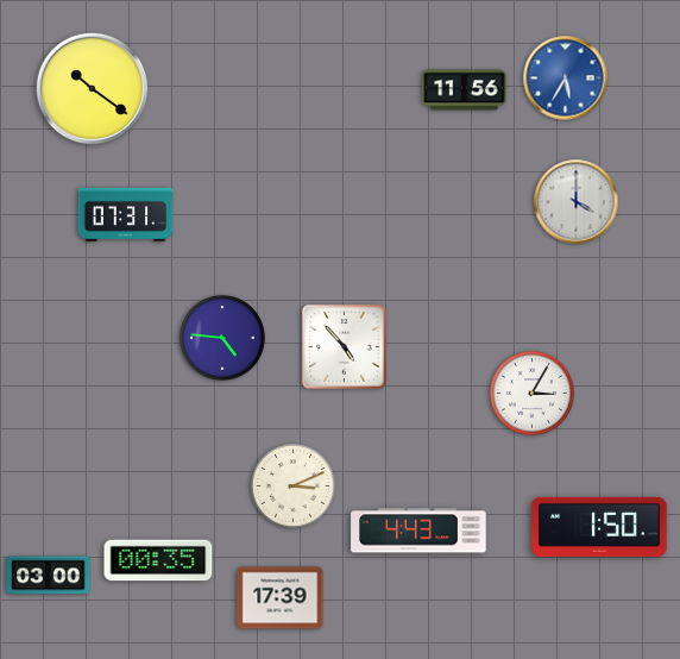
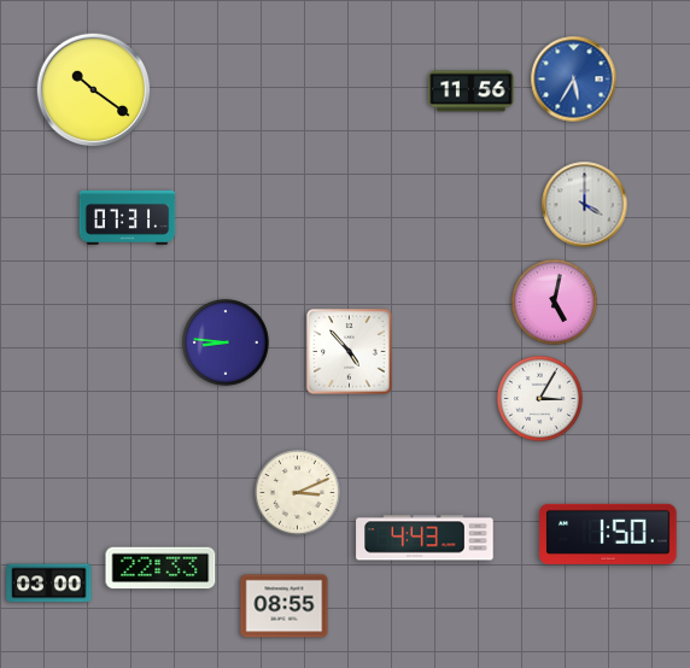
clock at (554, 301): none -> 5:02
clock at (223, 339): 4:46 -> 8:46
clock at (158, 560): 00:35 -> 22:33
clock at (281, 598): 17:39 -> 08:55
